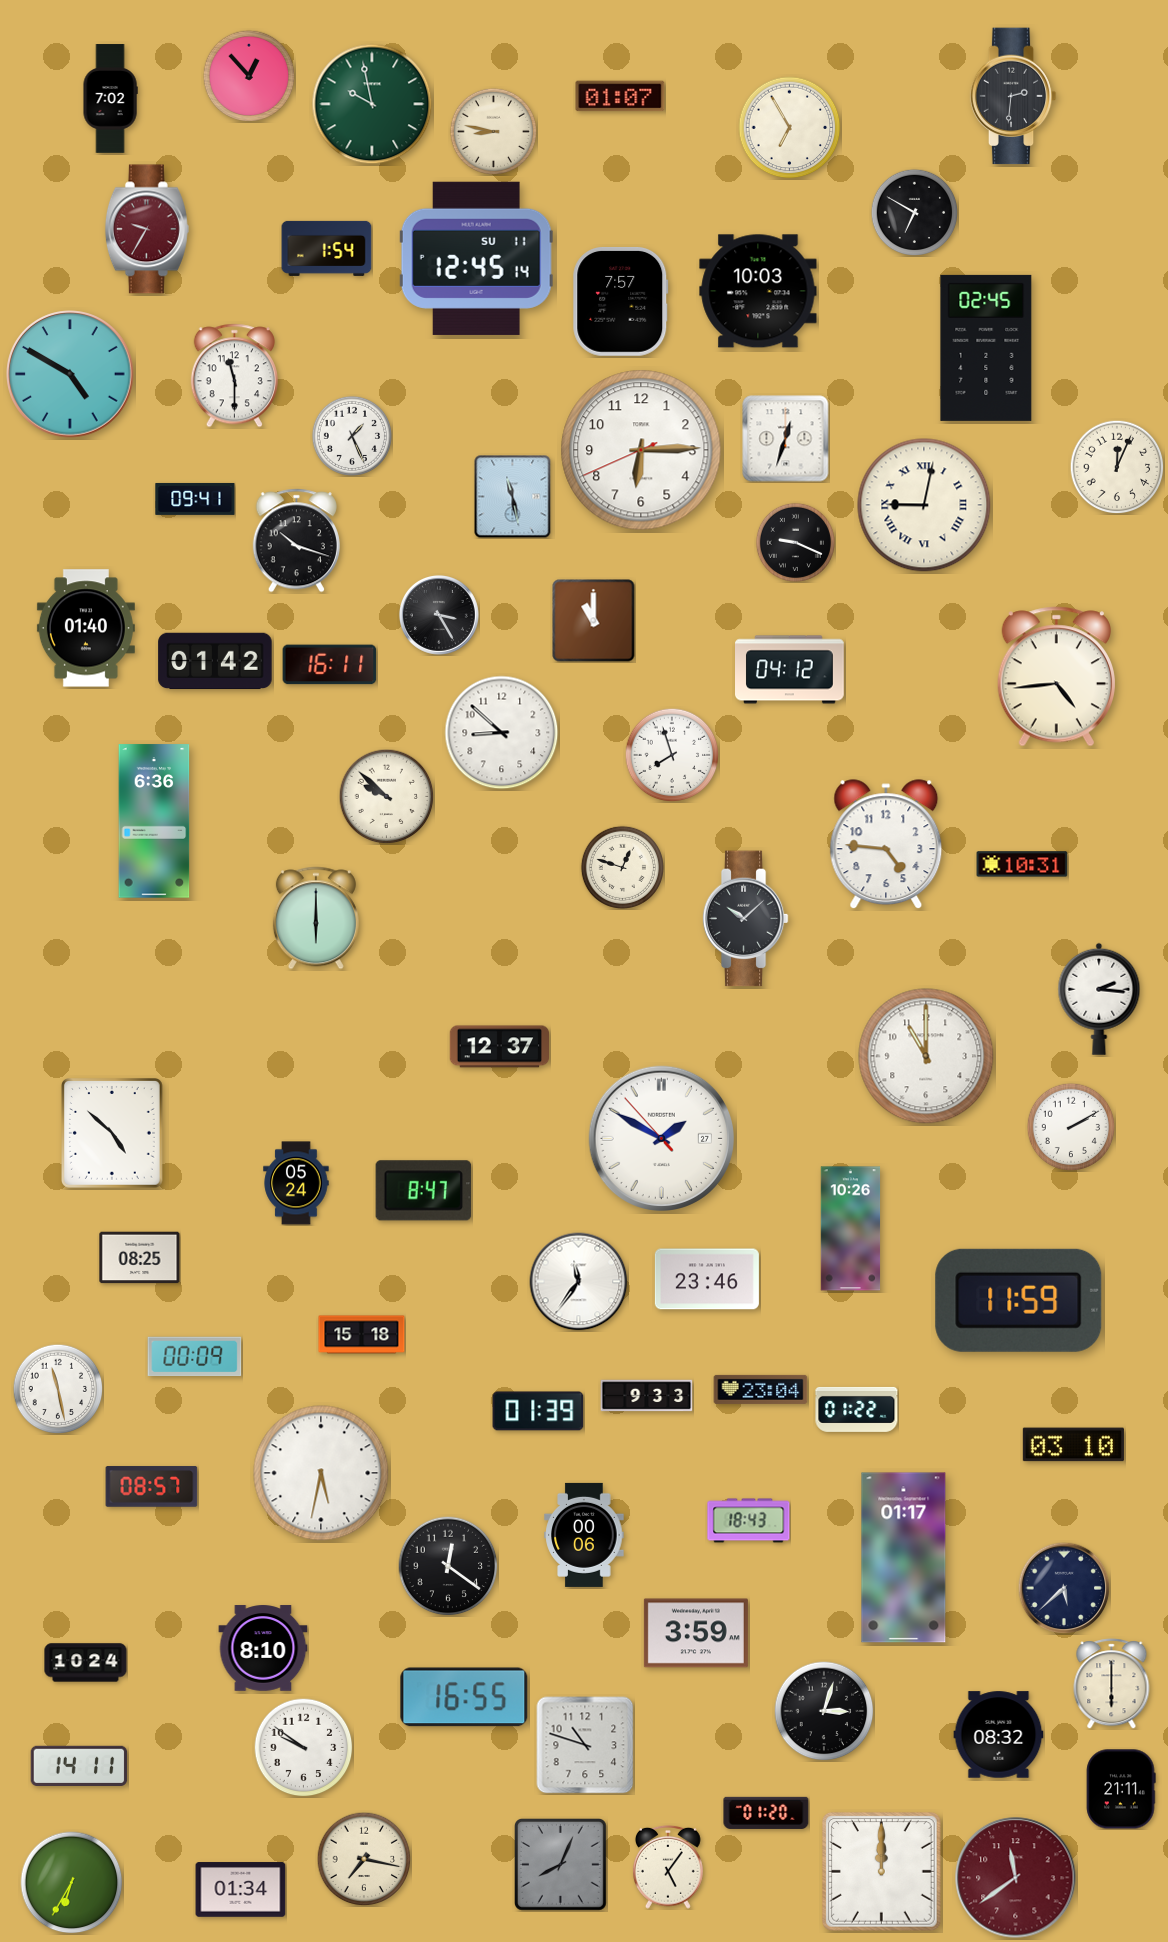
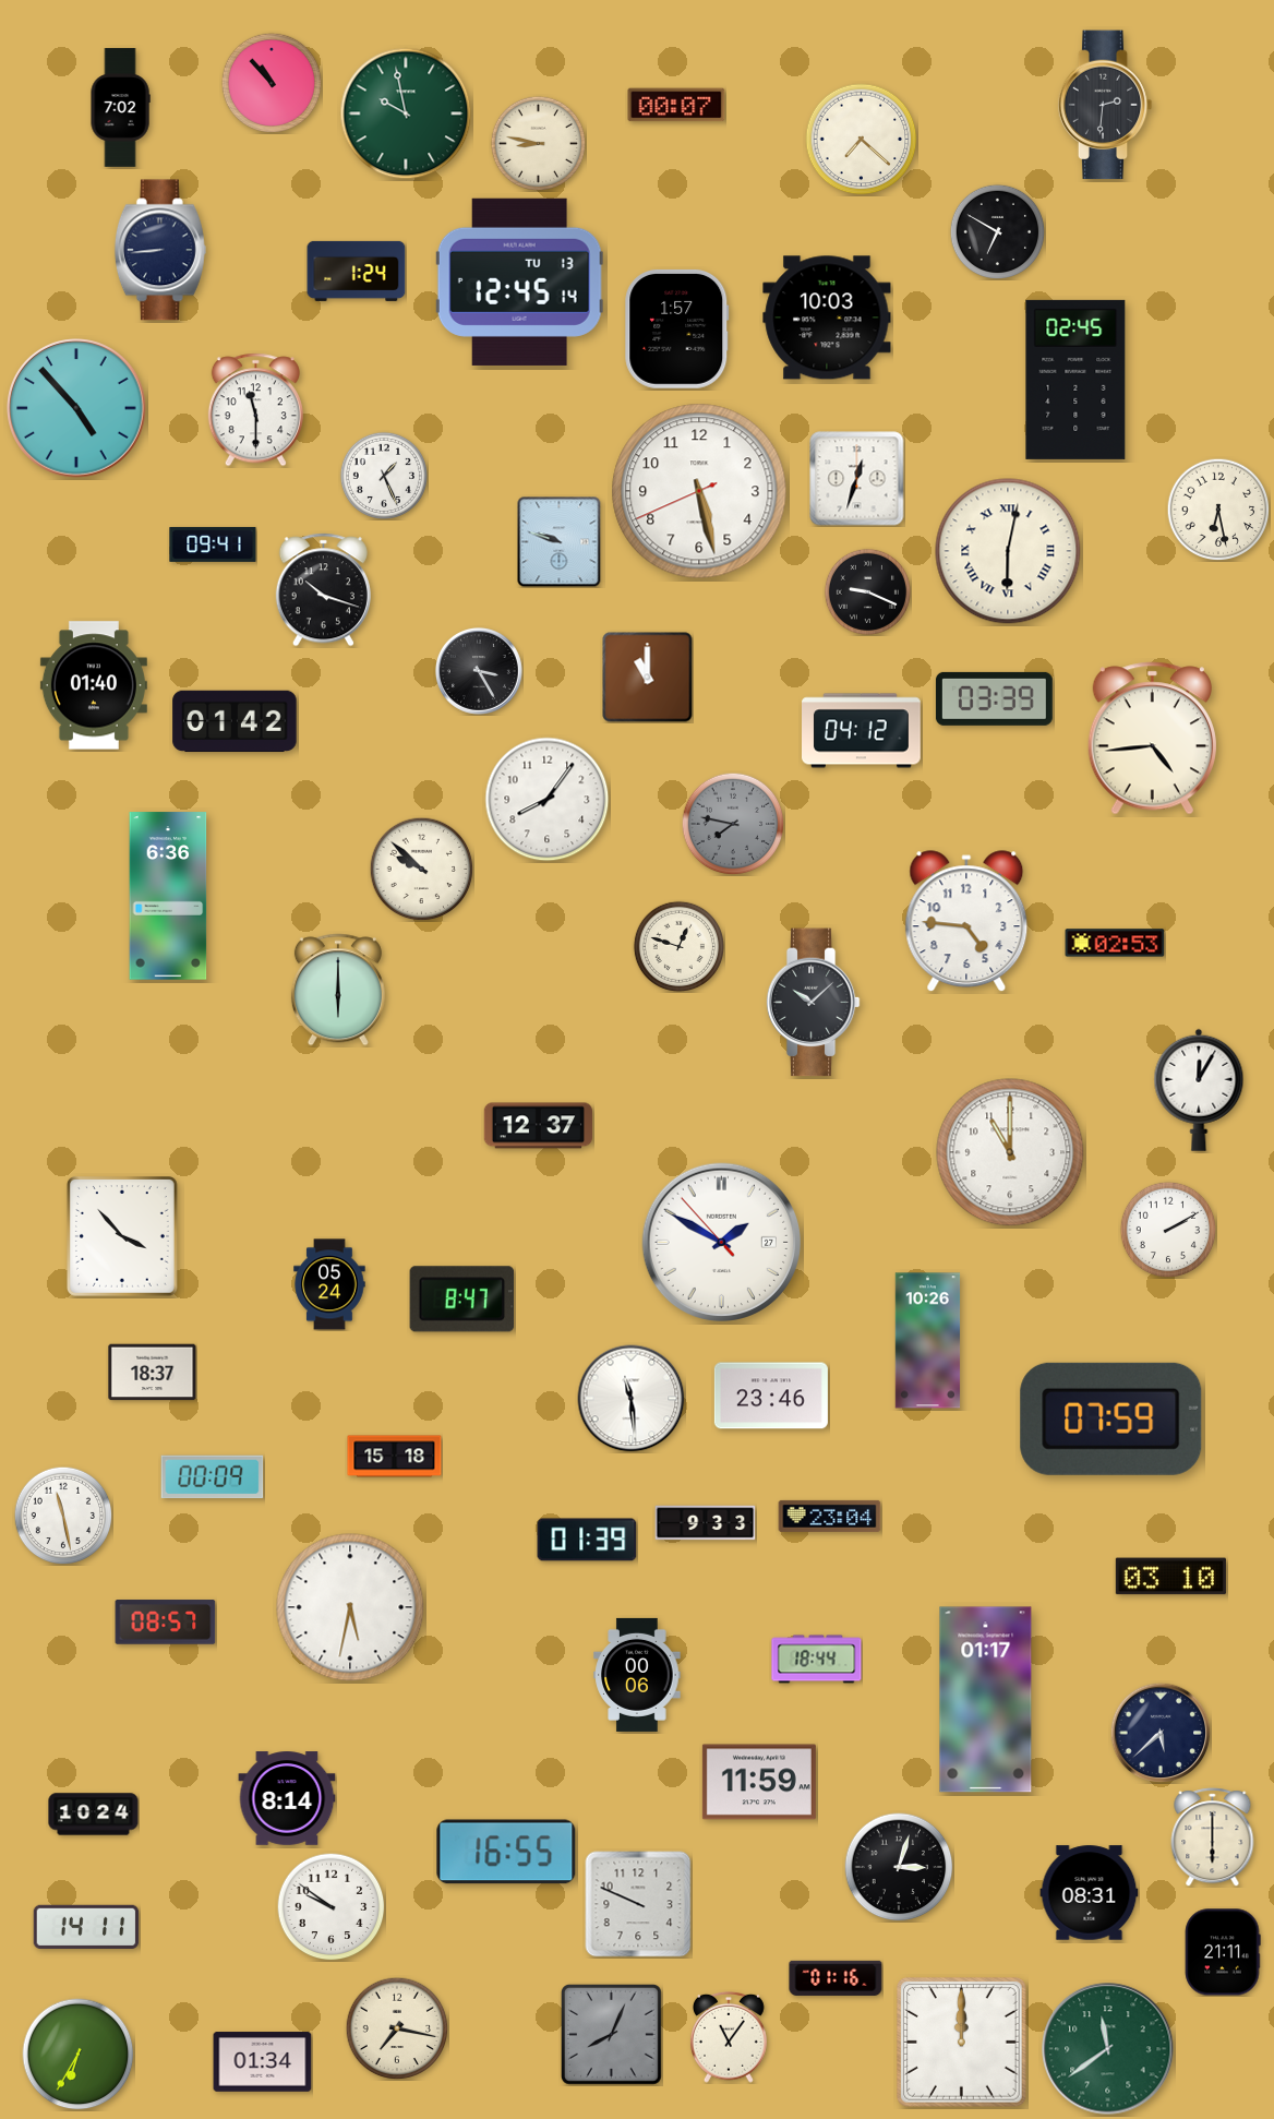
clock at (249, 76): 12:53 -> 10:53
clock at (620, 96): 01:07 -> 00:07
clock at (790, 128): 6:55 -> 7:22
clock at (147, 229): 9:35 -> 8:44
clock at (147, 229) dial: burgundy -> navy
clock at (327, 248): 1:54 -> 1:24
clock at (476, 258) date: SU 11 -> TU 13
clock at (621, 301): 7:57 -> 1:57
clock at (70, 374): 4:50 -> 4:53
clock at (641, 450): 6:14 -> 5:27
clock at (1117, 467): 12:04 -> 6:28
clock at (513, 496): 11:28 -> 9:48
clock at (924, 505): 9:02 -> 6:02
clock at (994, 698): none -> 03:39
clock at (330, 665): 16:11 -> none
clock at (502, 733): 8:52 -> 8:06
clock at (672, 755): 7:57 -> 7:47
clock at (672, 755) dial: white -> grey
clock at (1022, 864): 10:31 -> 02:53
clock at (316, 918) position: (316, 918) -> (338, 990)
clock at (1099, 999): 2:16 -> 12:05
clock at (500, 1047) position: (500, 1047) -> (539, 1126)
clock at (112, 1134): 4:52 -> 3:53
clock at (296, 1183) position: (296, 1183) -> (329, 1284)
clock at (140, 1258): 08:25 -> 18:37
clock at (579, 1282): 11:36 -> 11:29
clock at (1019, 1300): 11:59 -> 07:59
clock at (195, 1357) position: (195, 1357) -> (213, 1477)
clock at (857, 1409): 01:22 -> none
clock at (749, 1521): 18:43 -> 18:44
clock at (448, 1566): 12:21 -> none
clock at (696, 1633): 3:59 -> 11:59
clock at (263, 1648): 8:10 -> 8:14
clock at (999, 1735): 08:32 -> 08:31
clock at (585, 1745): 10:48 -> 9:49
clock at (766, 1813): 01:20 -> 01:16
clock at (669, 1867): 5:06 -> 11:06
clock at (1016, 1878) dial: burgundy -> green
